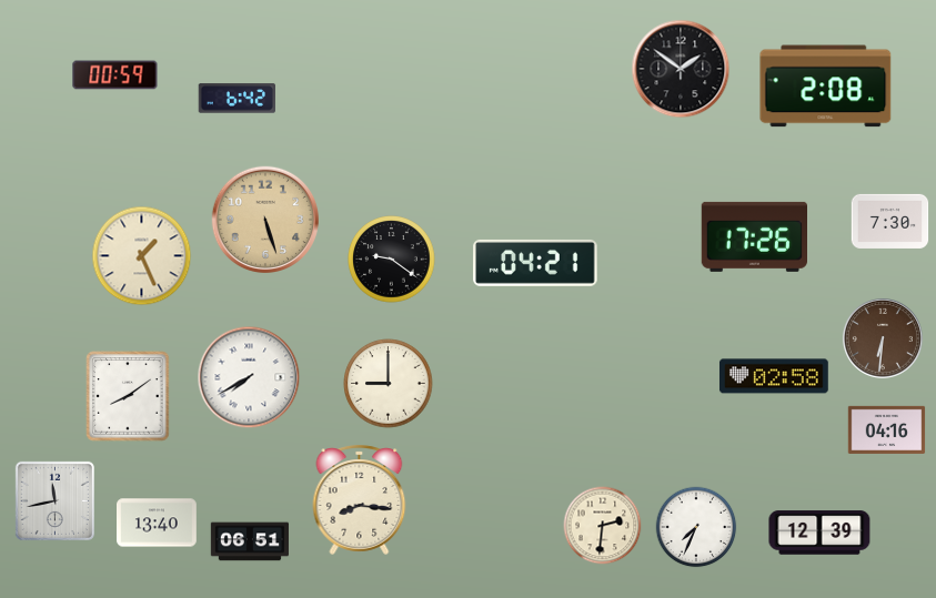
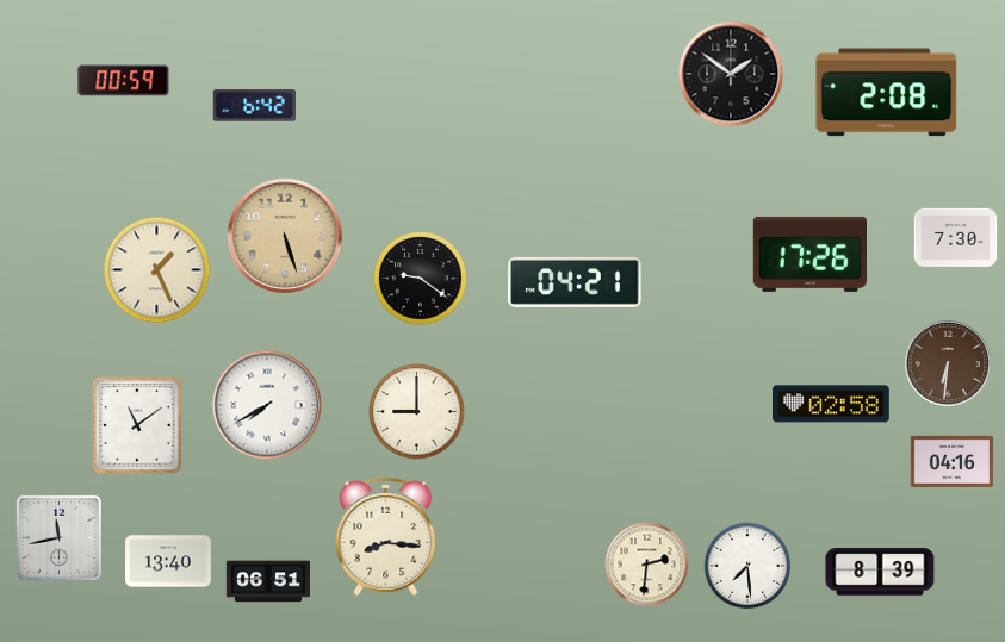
clock at (142, 256) position: (142, 256) -> (157, 270)
clock at (128, 396): 8:09 -> 11:09
clock at (696, 527): 7:34 -> 7:29
clock at (819, 533): 12:39 -> 8:39
